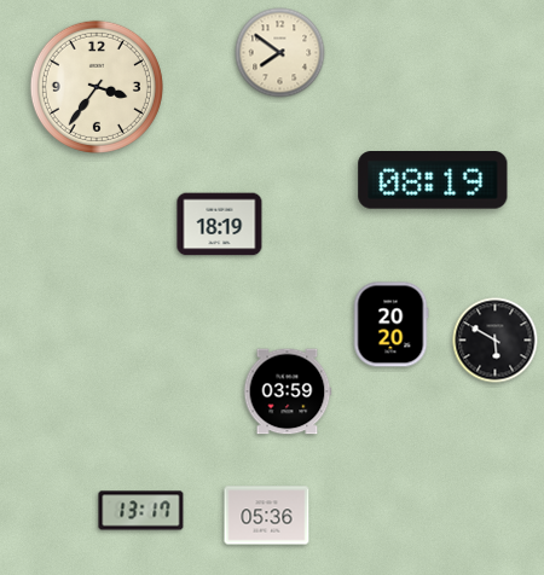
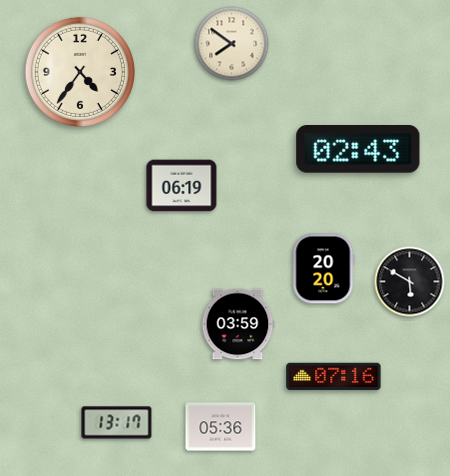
clock at (97, 87): 3:36 -> 4:36
clock at (433, 181): 08:19 -> 02:43
clock at (220, 225): 18:19 -> 06:19
clock at (334, 377): none -> 07:16
